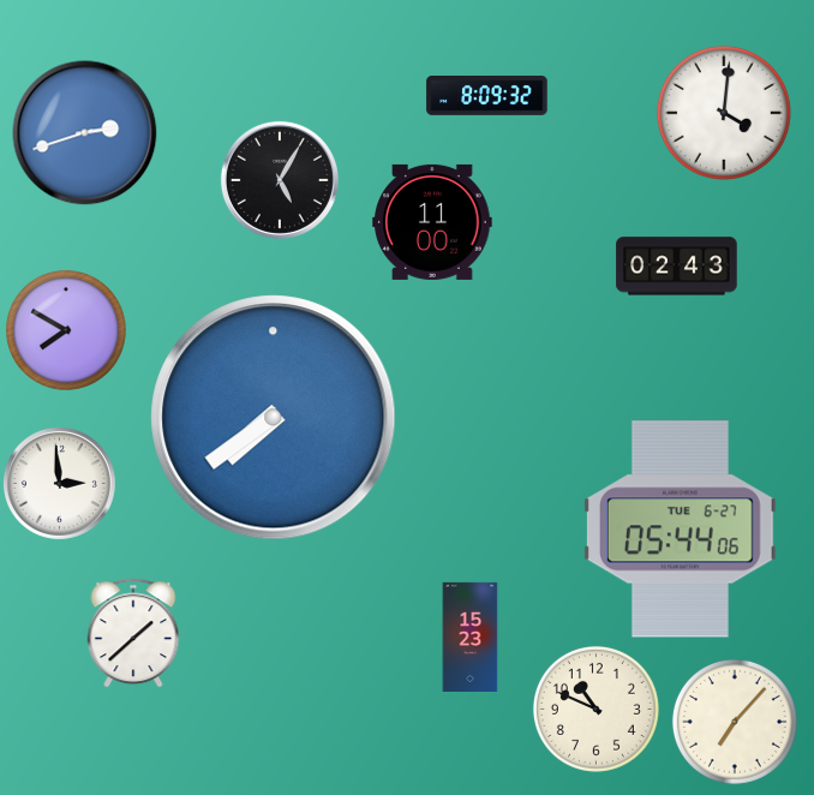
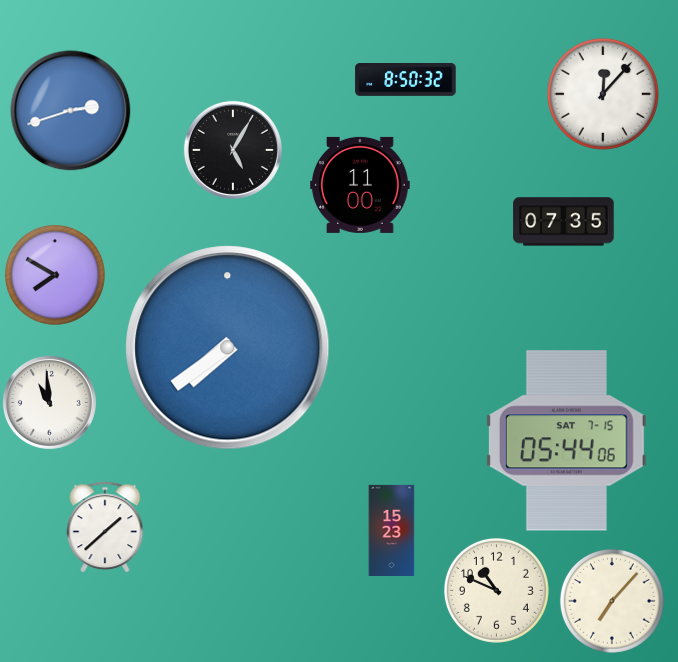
clock at (487, 96): 8:09 -> 8:50
clock at (724, 113): 4:01 -> 12:07
clock at (677, 267): 02:43 -> 07:35
clock at (59, 483): 2:59 -> 10:59
clock at (680, 530) date: TUE 6-27 -> SAT 7-15
clock at (133, 633) position: (133, 633) -> (105, 527)
